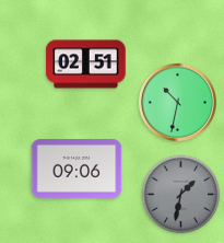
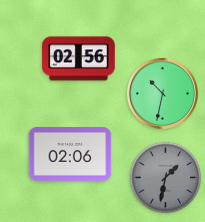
clock at (86, 65): 02:51 -> 02:56
clock at (76, 170): 09:06 -> 02:06
